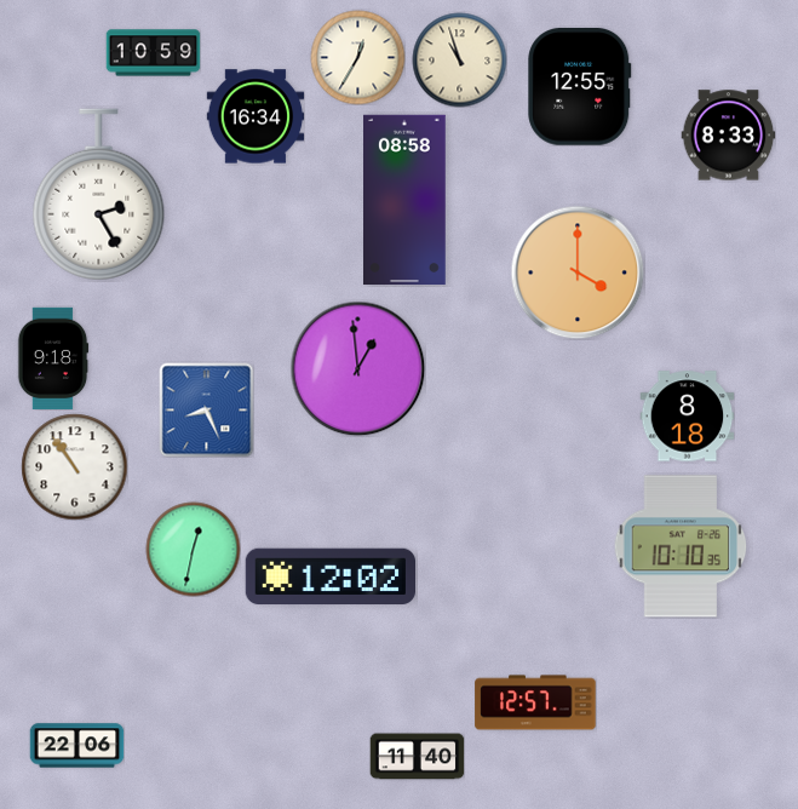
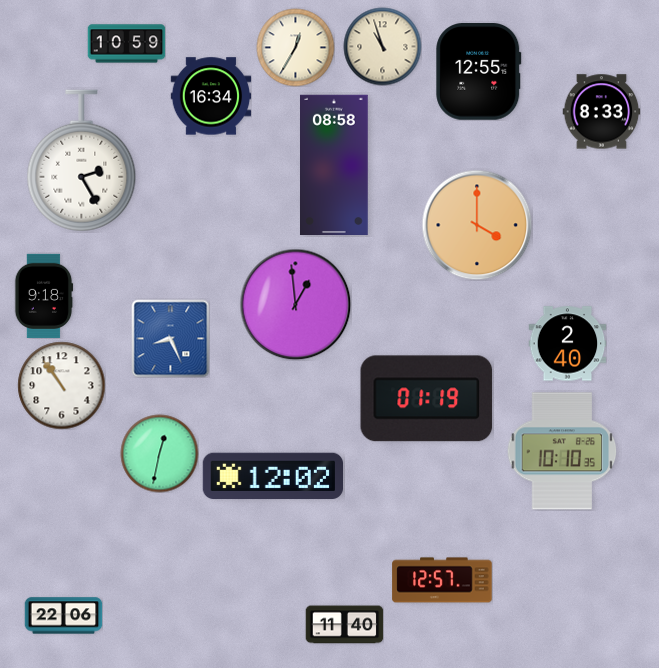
clock at (459, 59) position: (459, 59) -> (382, 46)
clock at (687, 417): 8:18 -> 2:40
clock at (427, 399): none -> 01:19
